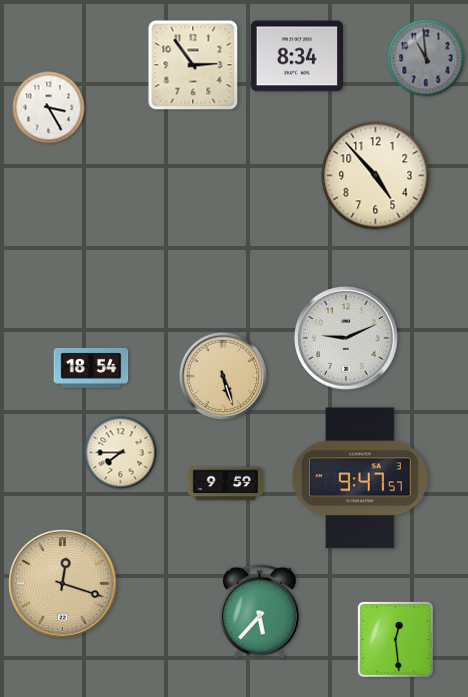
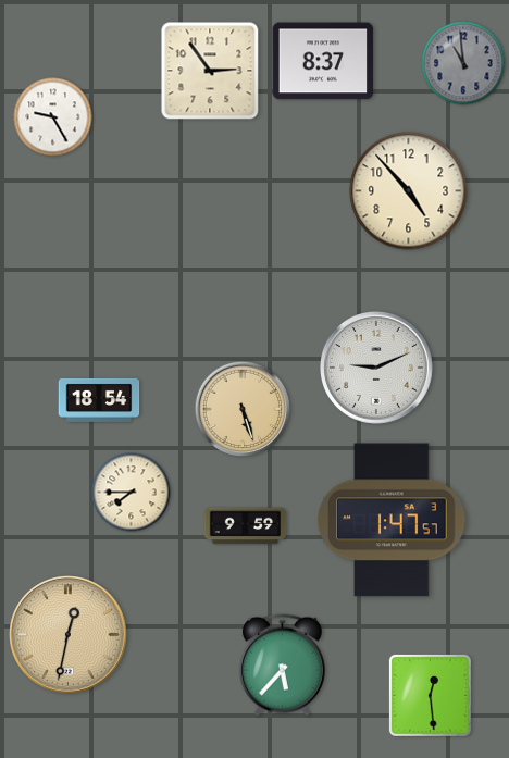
clock at (297, 56): 8:34 -> 8:37
clock at (49, 108): 3:25 -> 9:25
clock at (360, 478): 9:47 -> 1:47
clock at (63, 584): 12:18 -> 12:32
